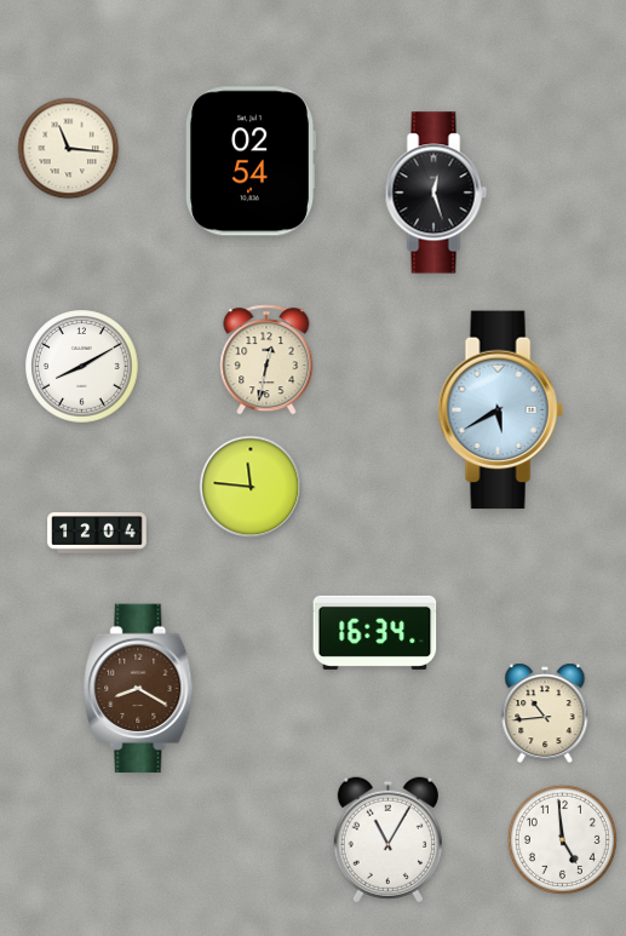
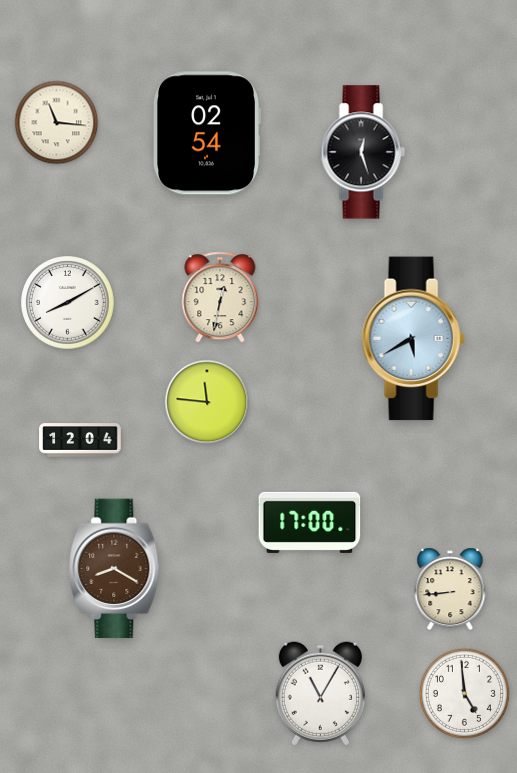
clock at (436, 193) position: (436, 193) -> (363, 152)
clock at (375, 632): 16:34 -> 17:00
clock at (545, 713): 10:44 -> 8:44
